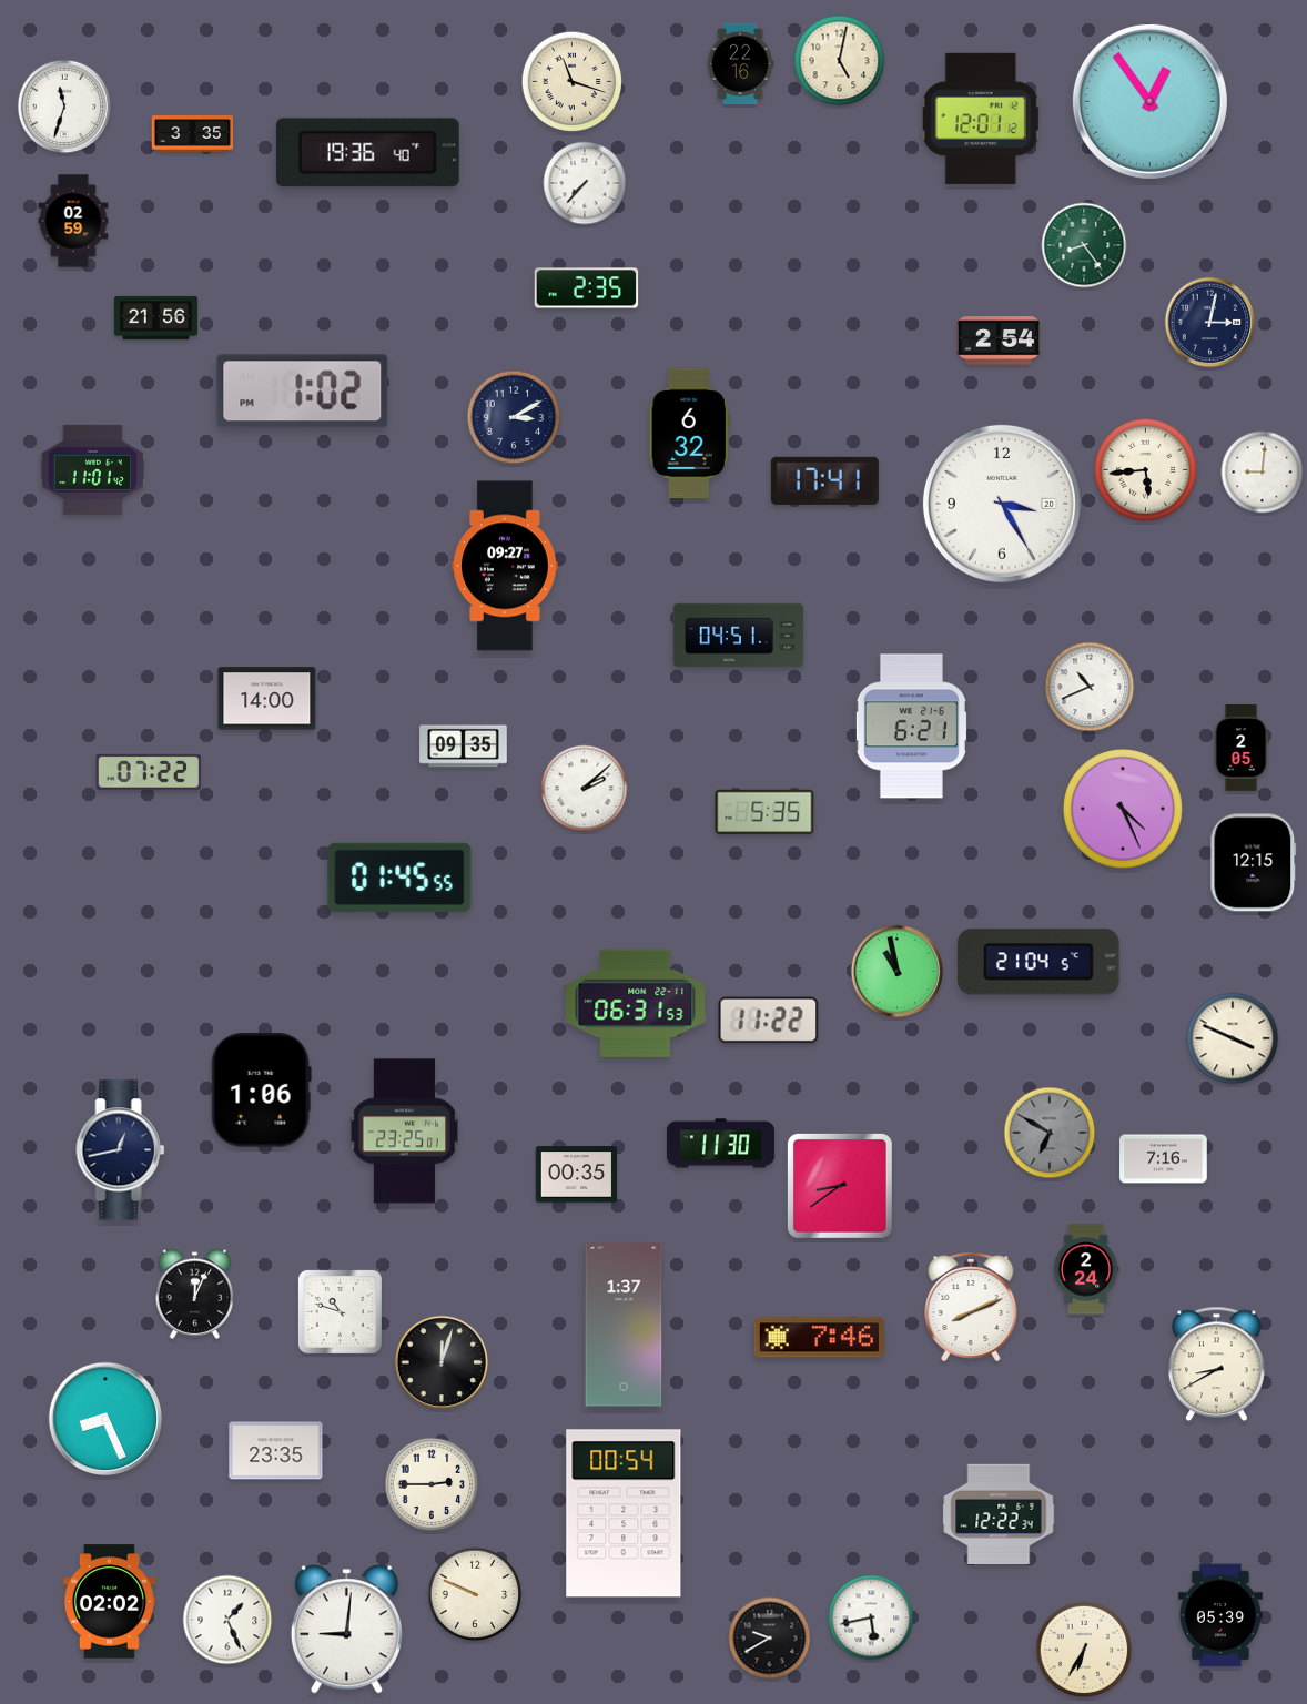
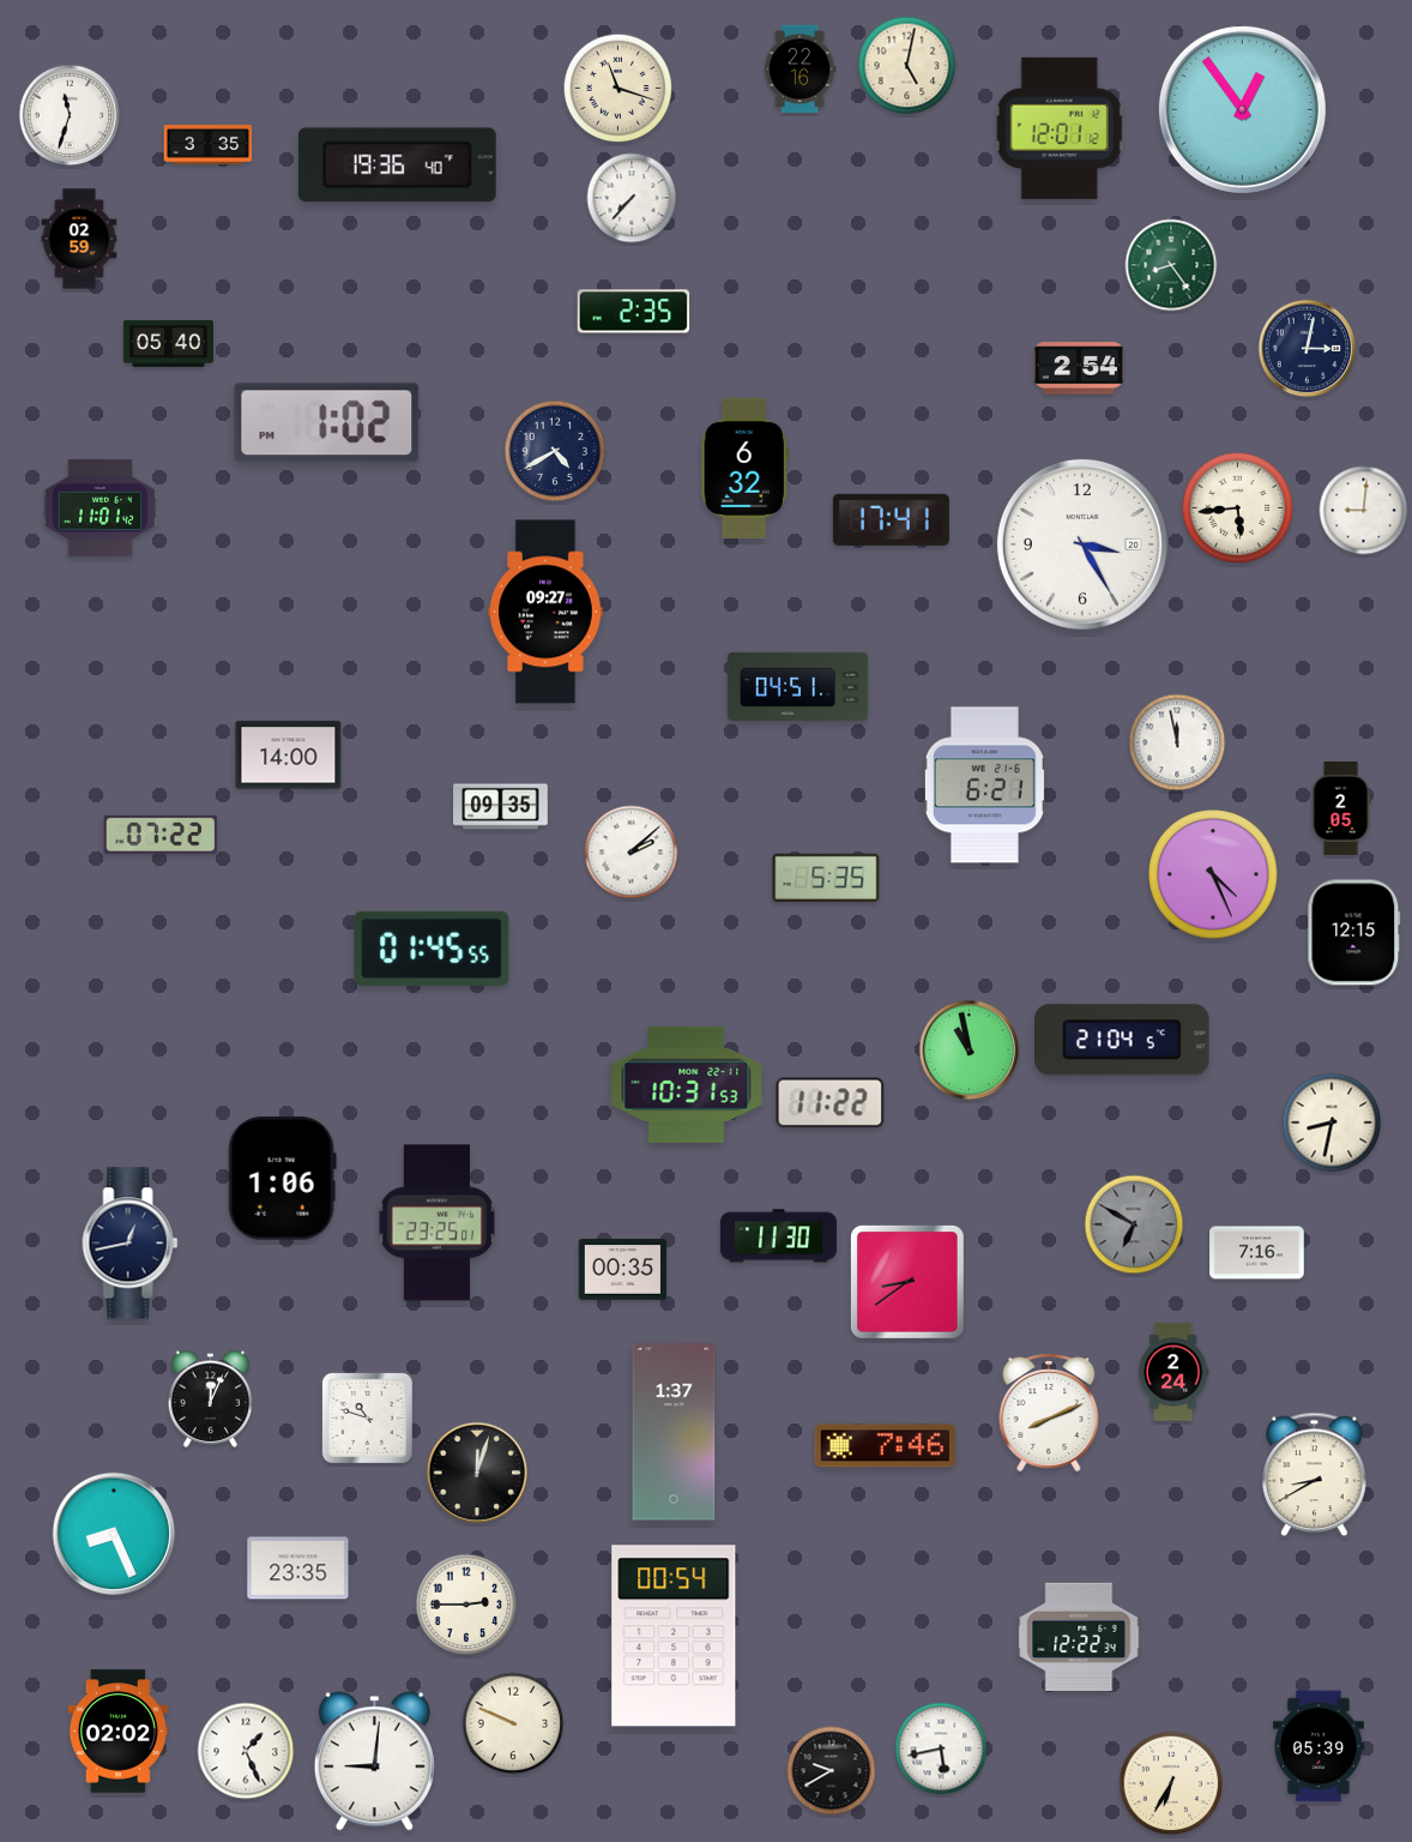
clock at (155, 317): 21:56 -> 05:40
clock at (514, 417): 3:10 -> 4:40
clock at (1090, 687): 10:41 -> 11:58
clock at (636, 1003): 06:31 -> 10:31
clock at (1233, 1038): 3:49 -> 8:32
